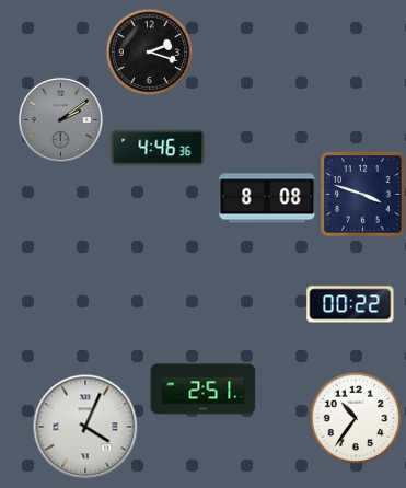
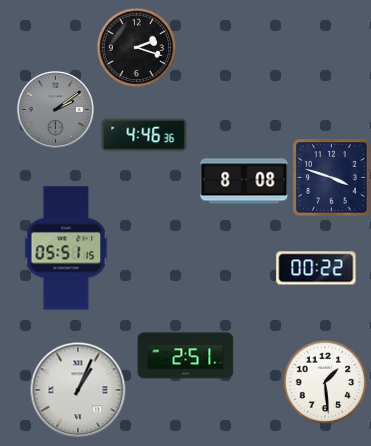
clock at (66, 248): none -> 05:51
clock at (350, 304) position: (350, 304) -> (316, 268)
clock at (356, 418): 10:36 -> 1:29
clock at (85, 427): 4:04 -> 1:04
